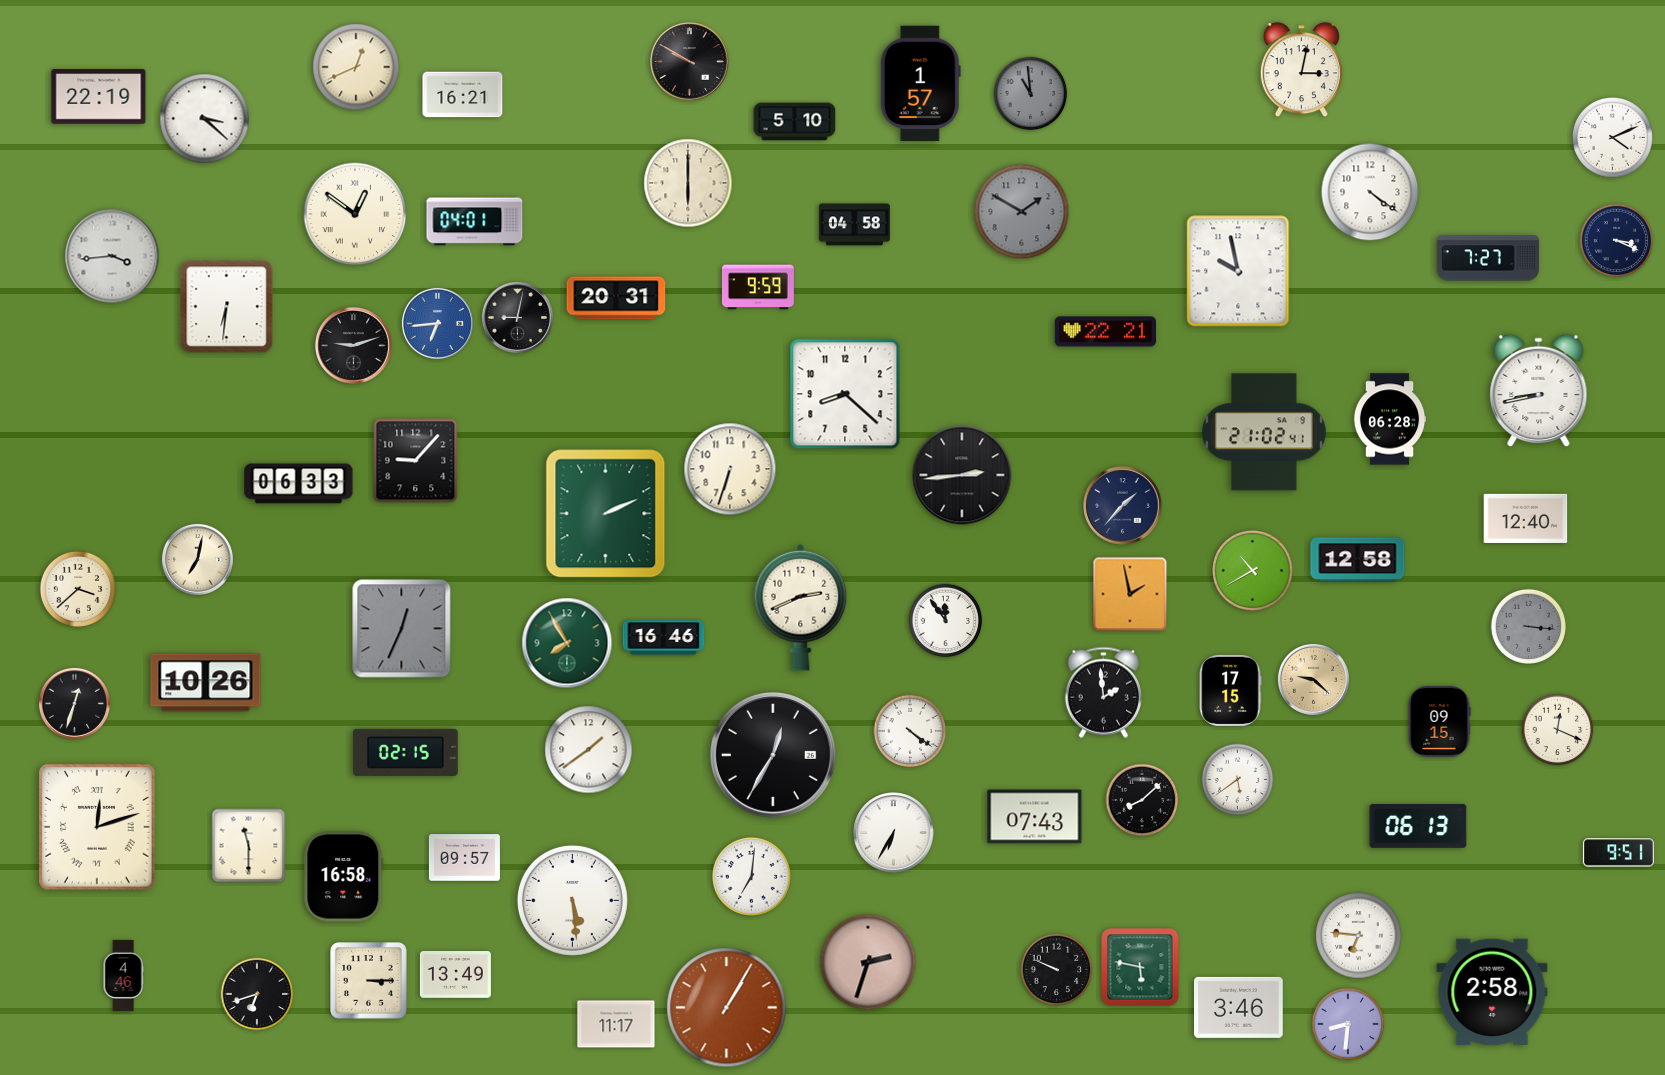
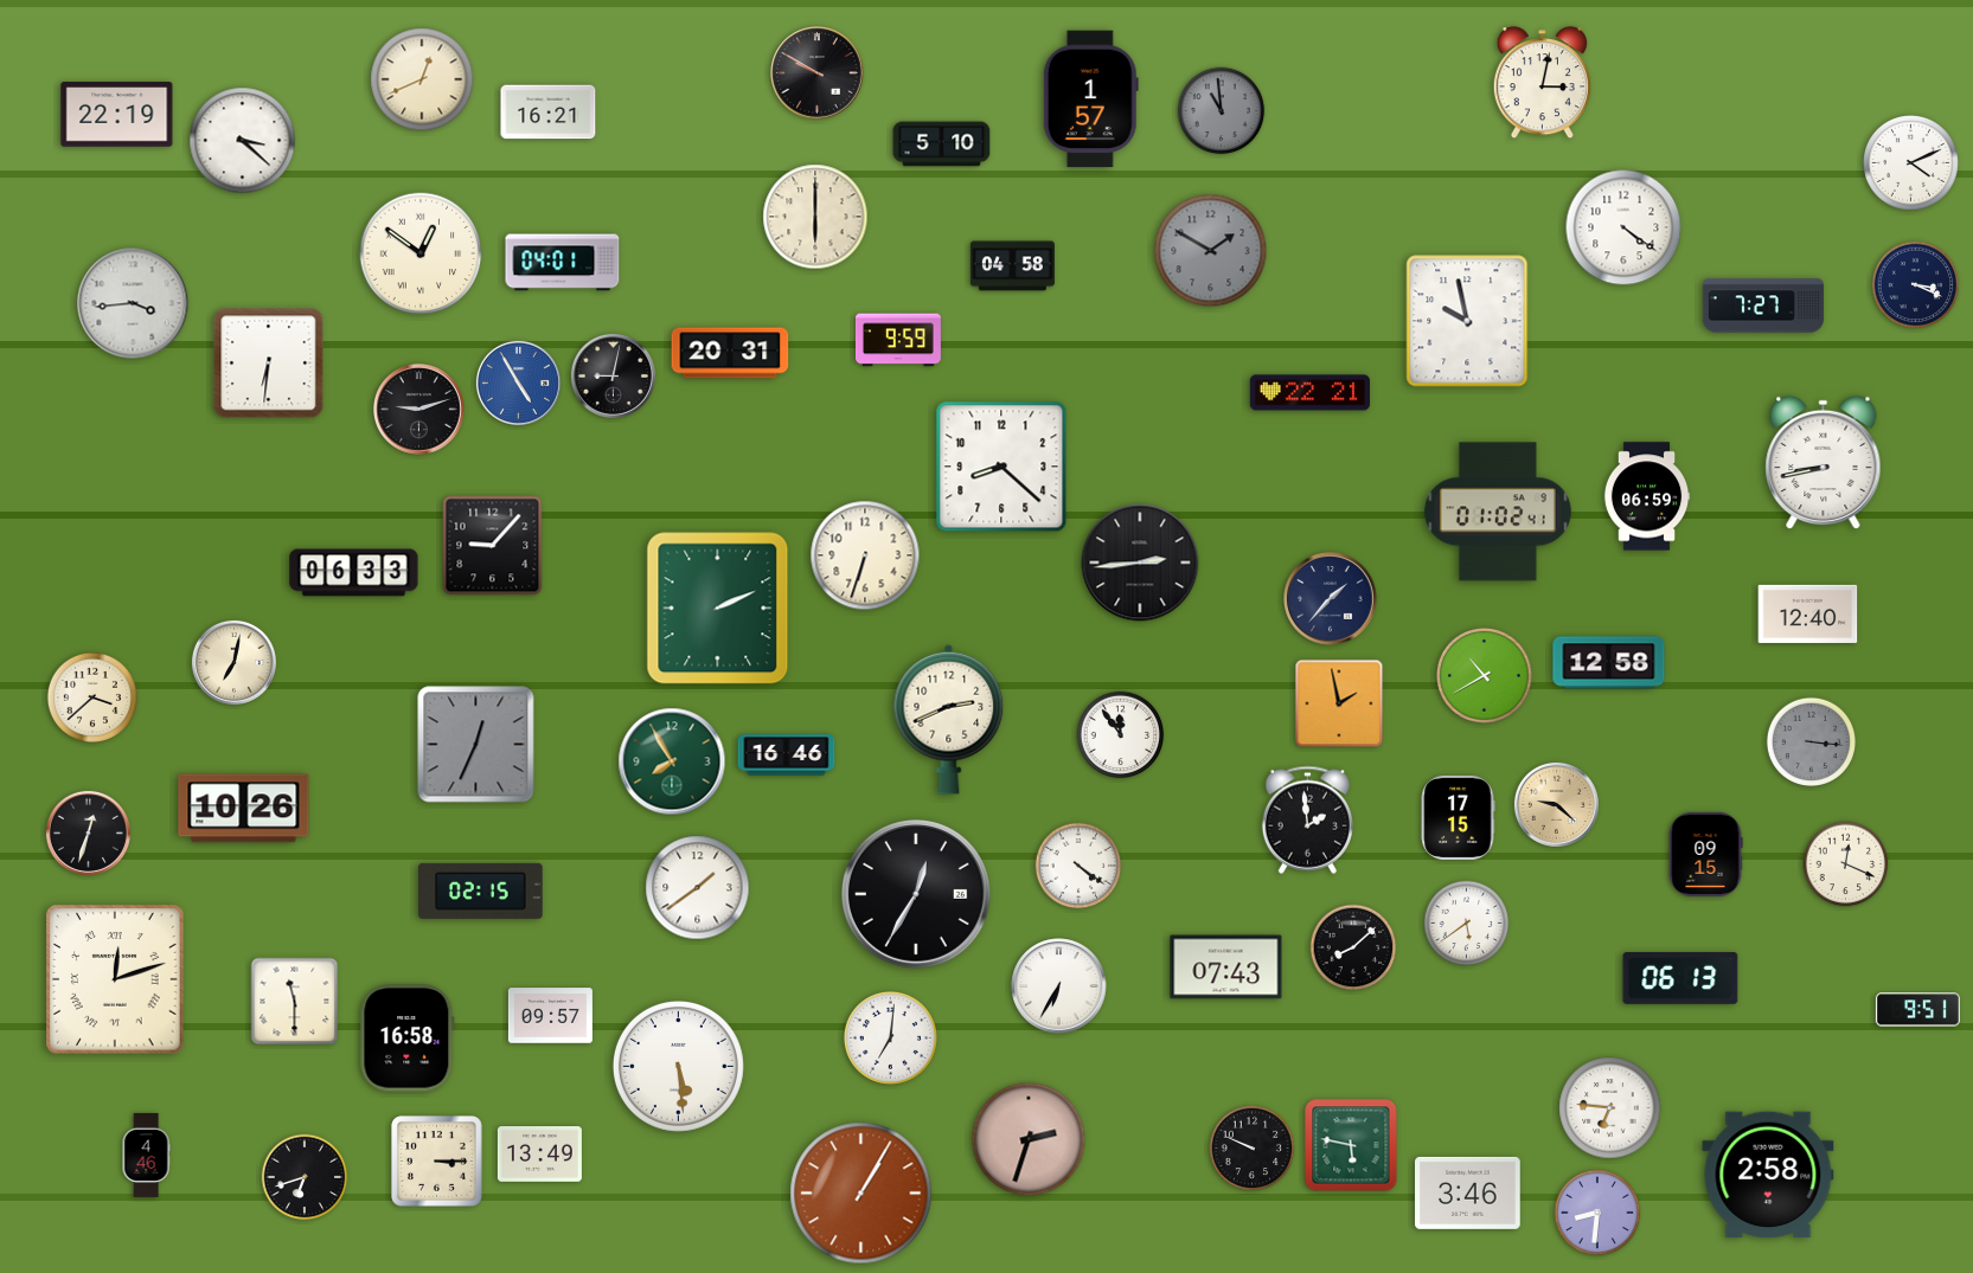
clock at (437, 323): 6:44 -> 4:55
clock at (1390, 419): 06:28 -> 06:59
clock at (1264, 432): 21:02 -> 01:02
clock at (616, 1024): 11:17 -> none
